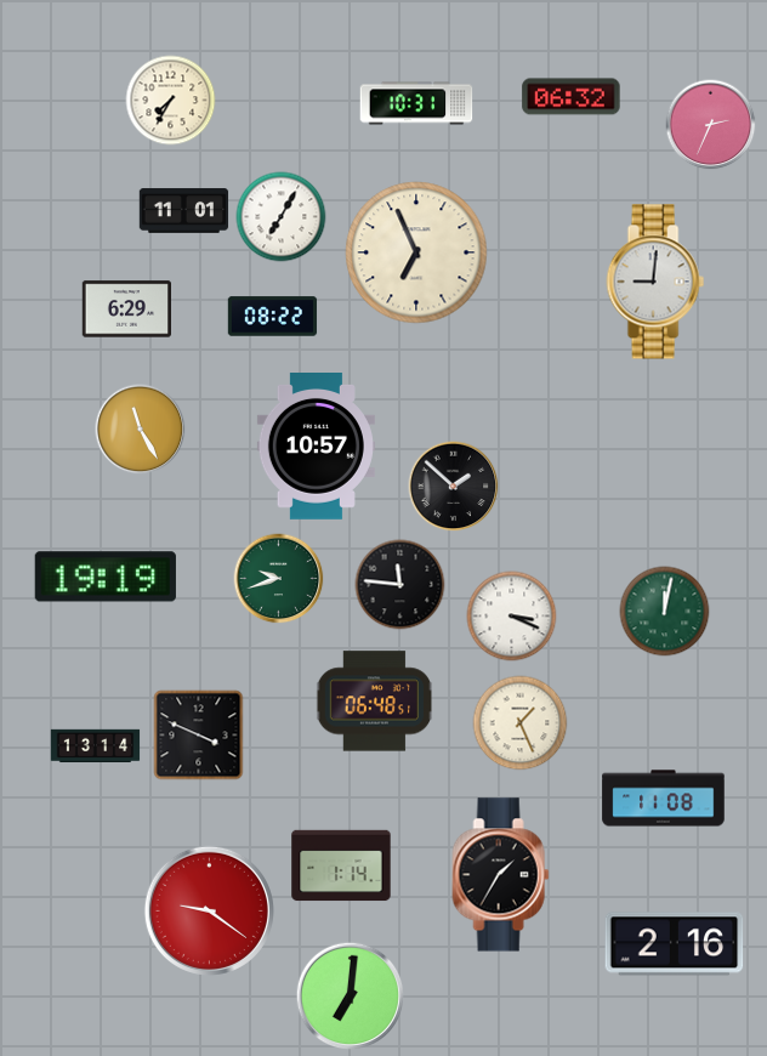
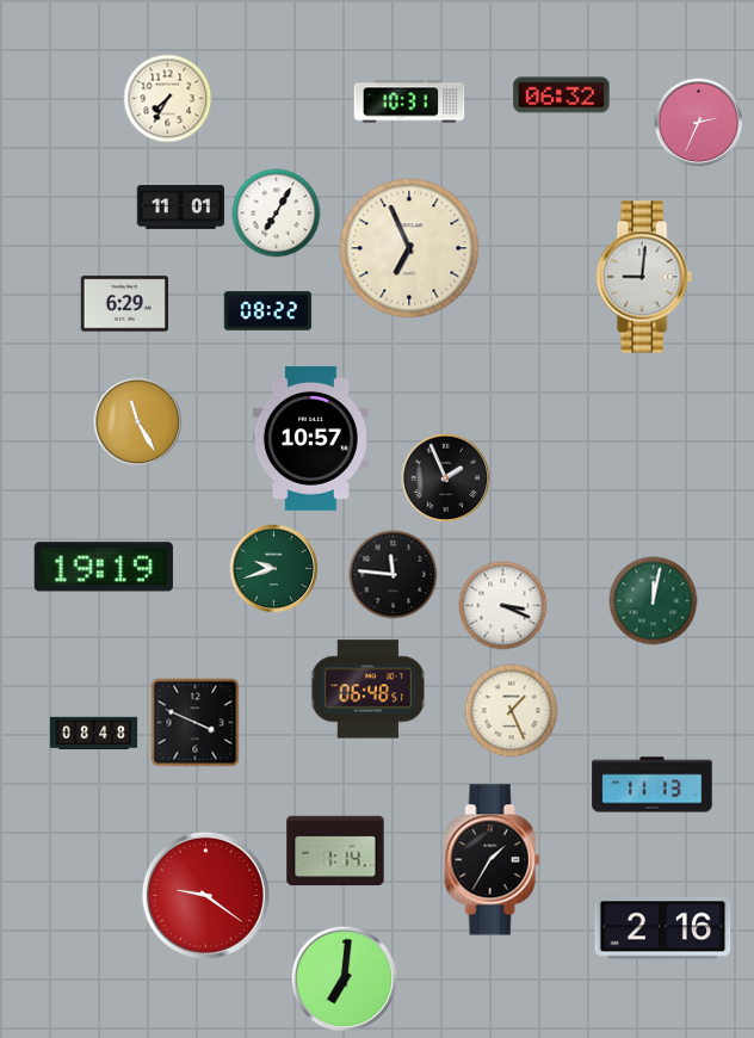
clock at (454, 487): 1:52 -> 1:56
clock at (96, 746): 13:14 -> 08:48
clock at (664, 799): 11:08 -> 11:13
